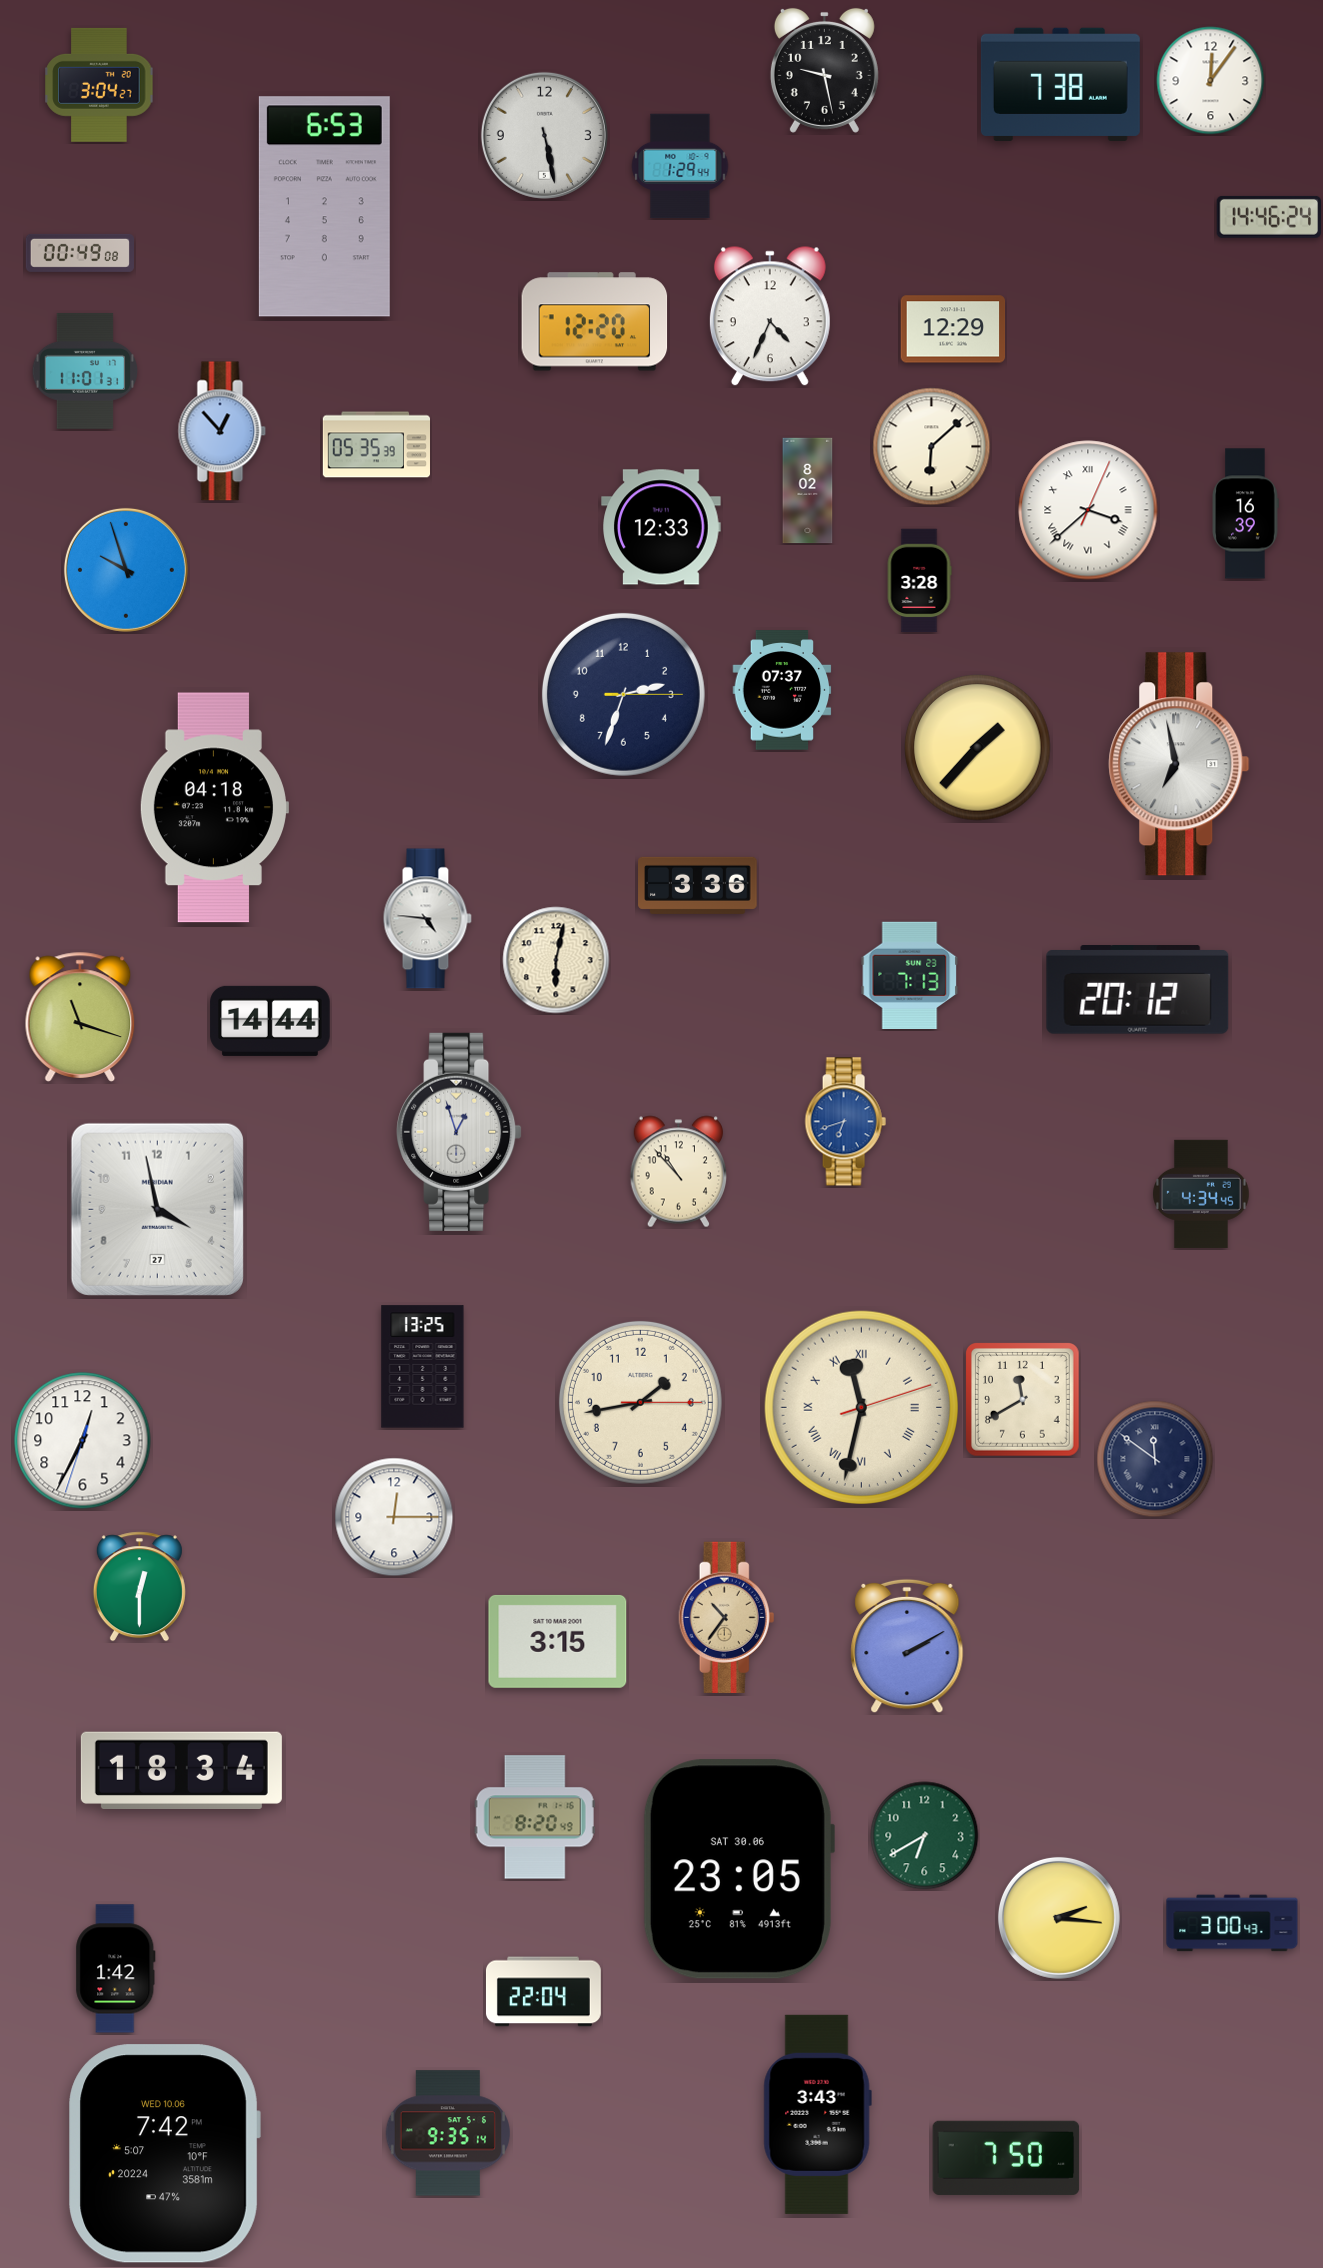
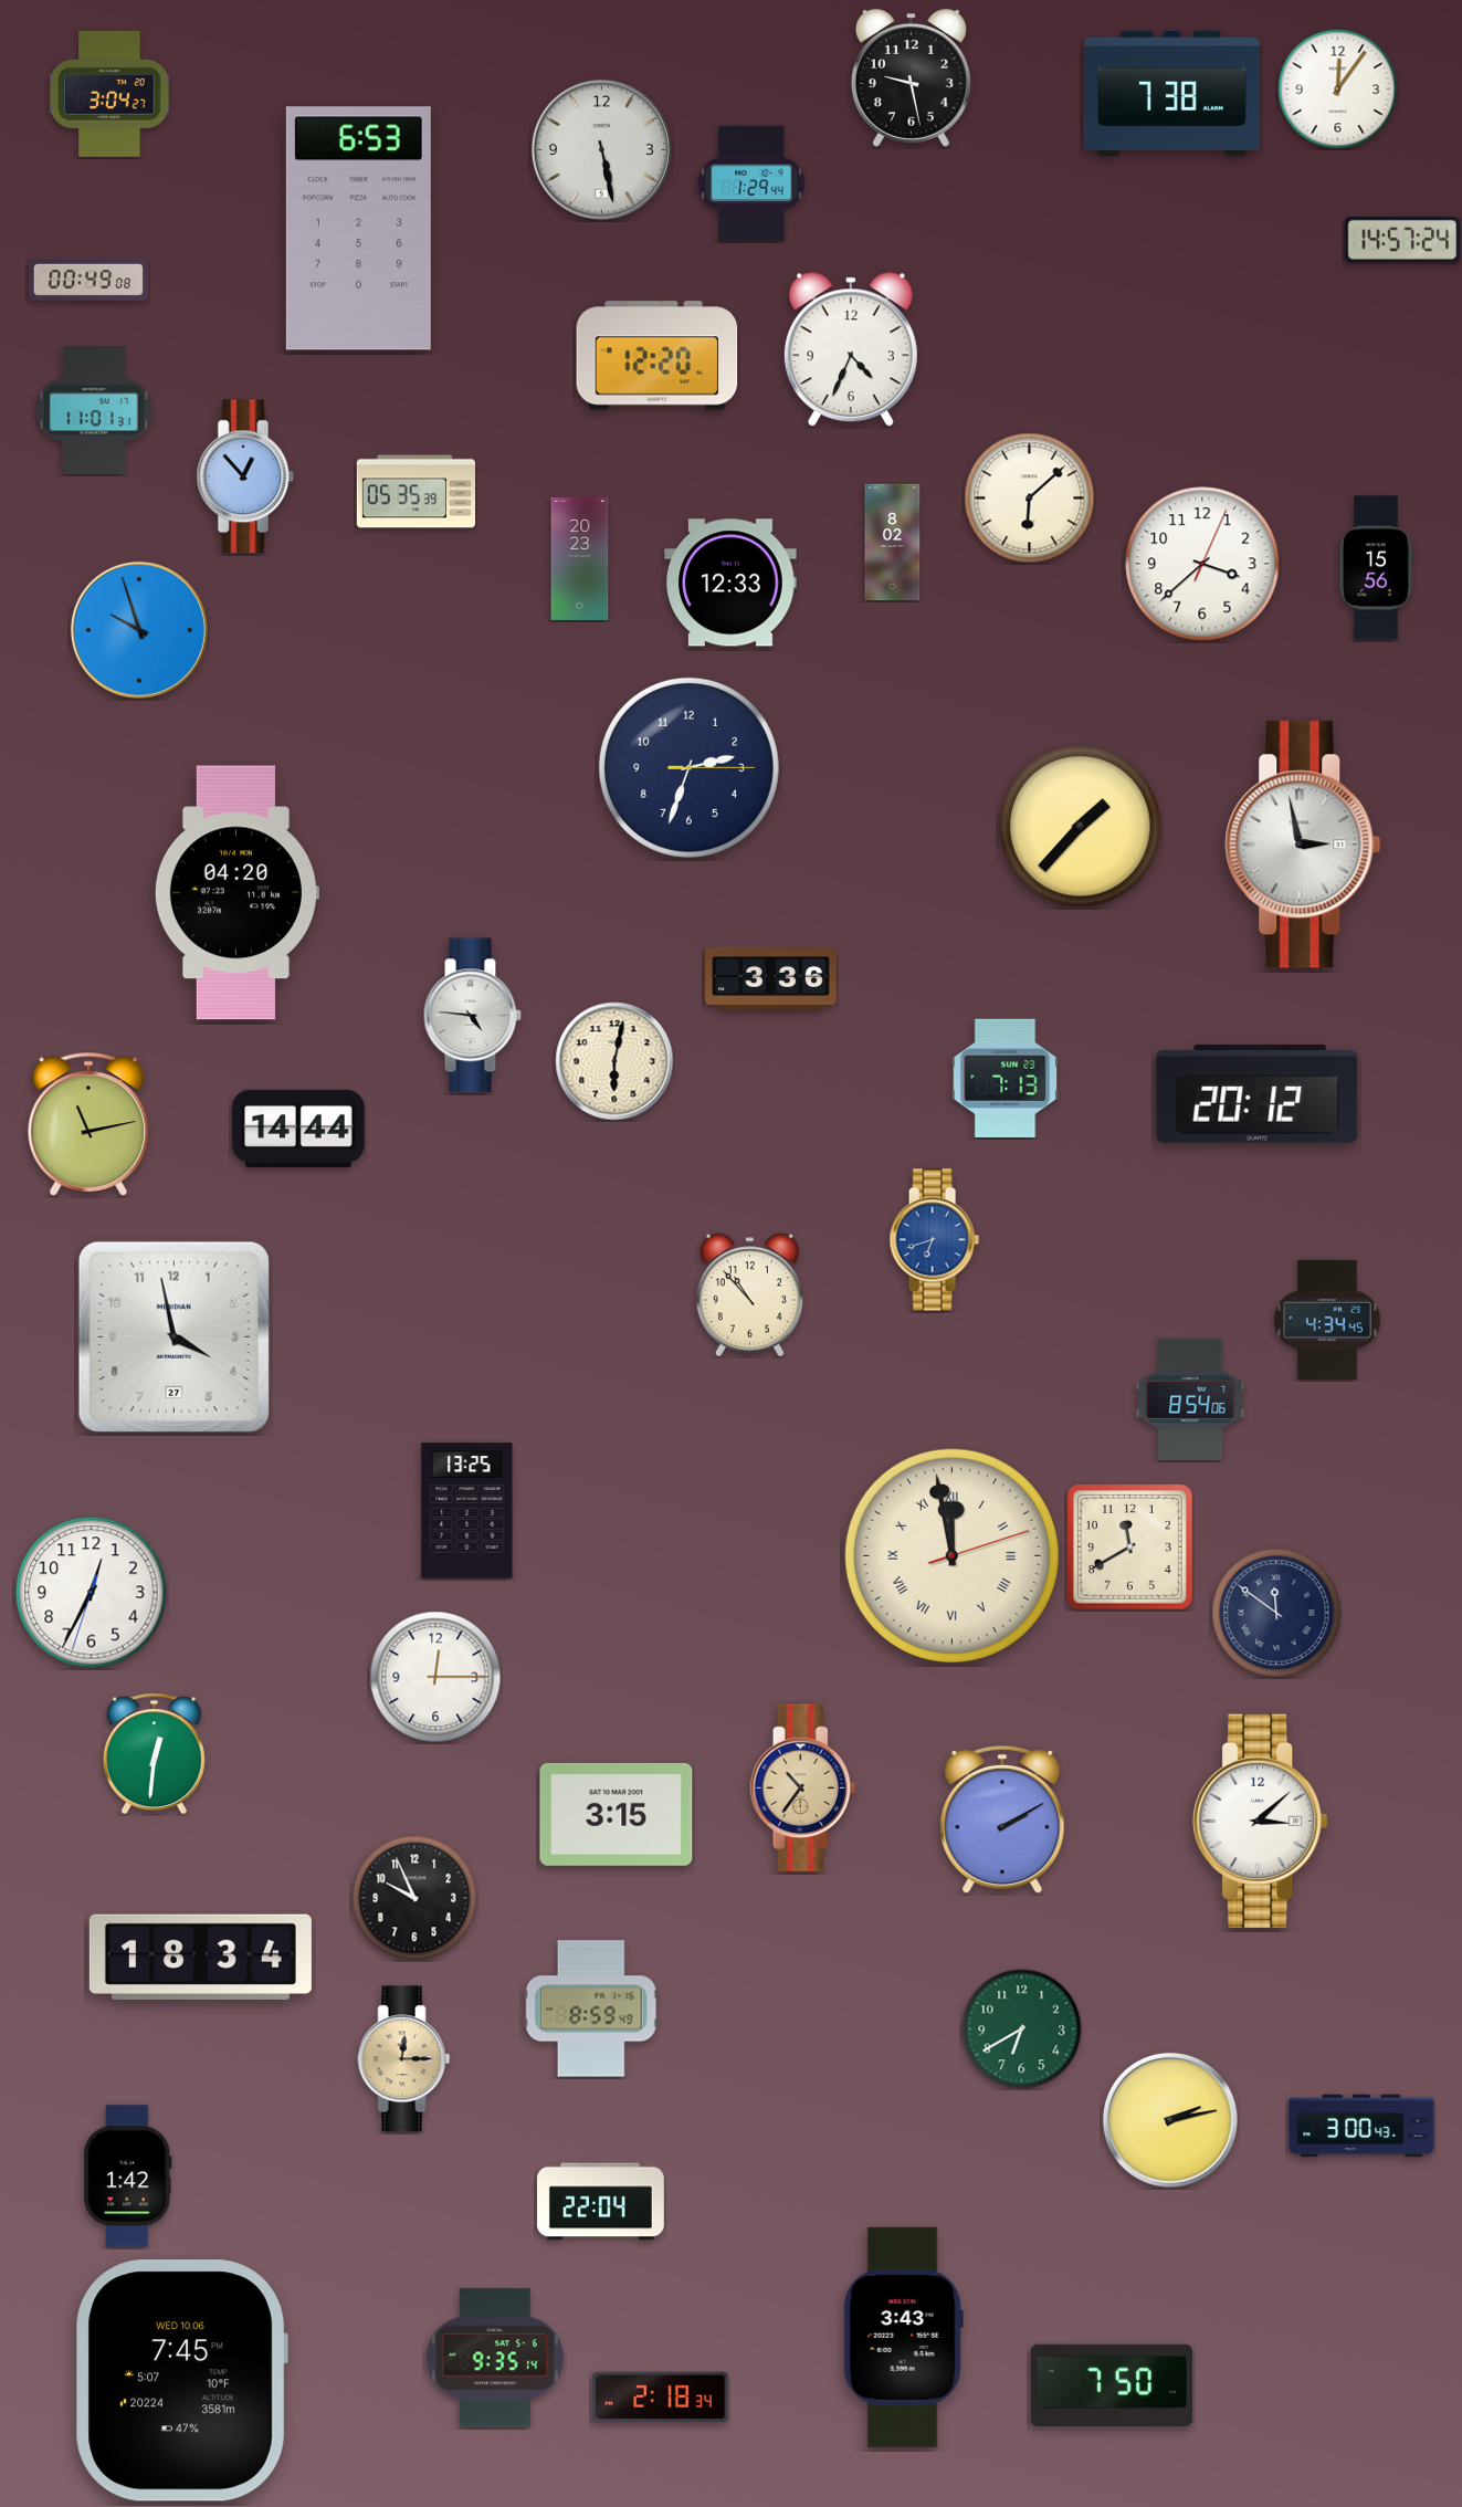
clock at (1269, 217): 14:46 -> 14:57
clock at (953, 329): 12:29 -> none
clock at (932, 447) position: (932, 447) -> (1030, 499)
clock at (580, 558): none -> 20:23
clock at (1088, 510) numerals: Roman -> Arabic
clock at (1245, 514): 16:39 -> 15:56
clock at (919, 581): 3:28 -> none
clock at (782, 690): 07:37 -> none
clock at (1179, 764): 6:58 -> 2:58
clock at (214, 808): 04:18 -> 04:20
clock at (80, 1017): 11:18 -> 11:13
clock at (459, 1132): 12:57 -> none
clock at (1190, 1399): none -> 8:54
clock at (640, 1402): 1:43 -> none
clock at (861, 1407): 11:32 -> 11:58
clock at (139, 1587): 12:30 -> 12:31
clock at (1261, 1821): none -> 3:08
clock at (414, 1898): none -> 9:56
clock at (535, 1817): 8:20 -> 8:59
clock at (404, 2059): none -> 12:15
clock at (738, 1869): 23:05 -> none
clock at (1059, 1918): 2:16 -> 2:13
clock at (164, 2154): 7:42 -> 7:45
clock at (661, 2398): none -> 2:18
